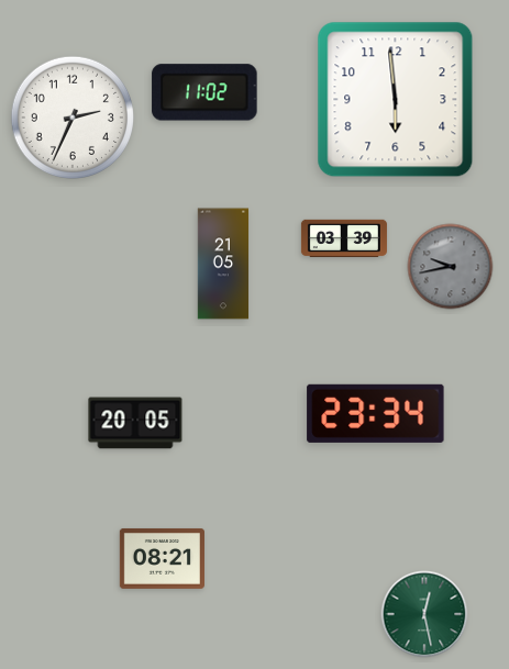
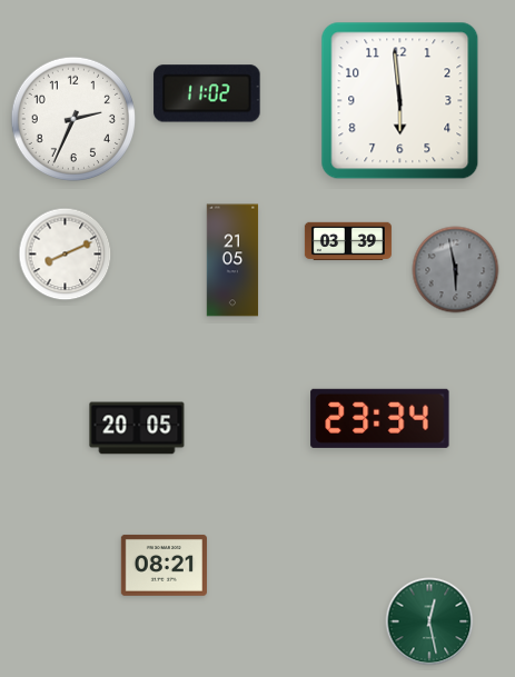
clock at (66, 255): none -> 8:11
clock at (223, 264) position: (223, 264) -> (232, 260)
clock at (451, 267): 9:43 -> 5:58
